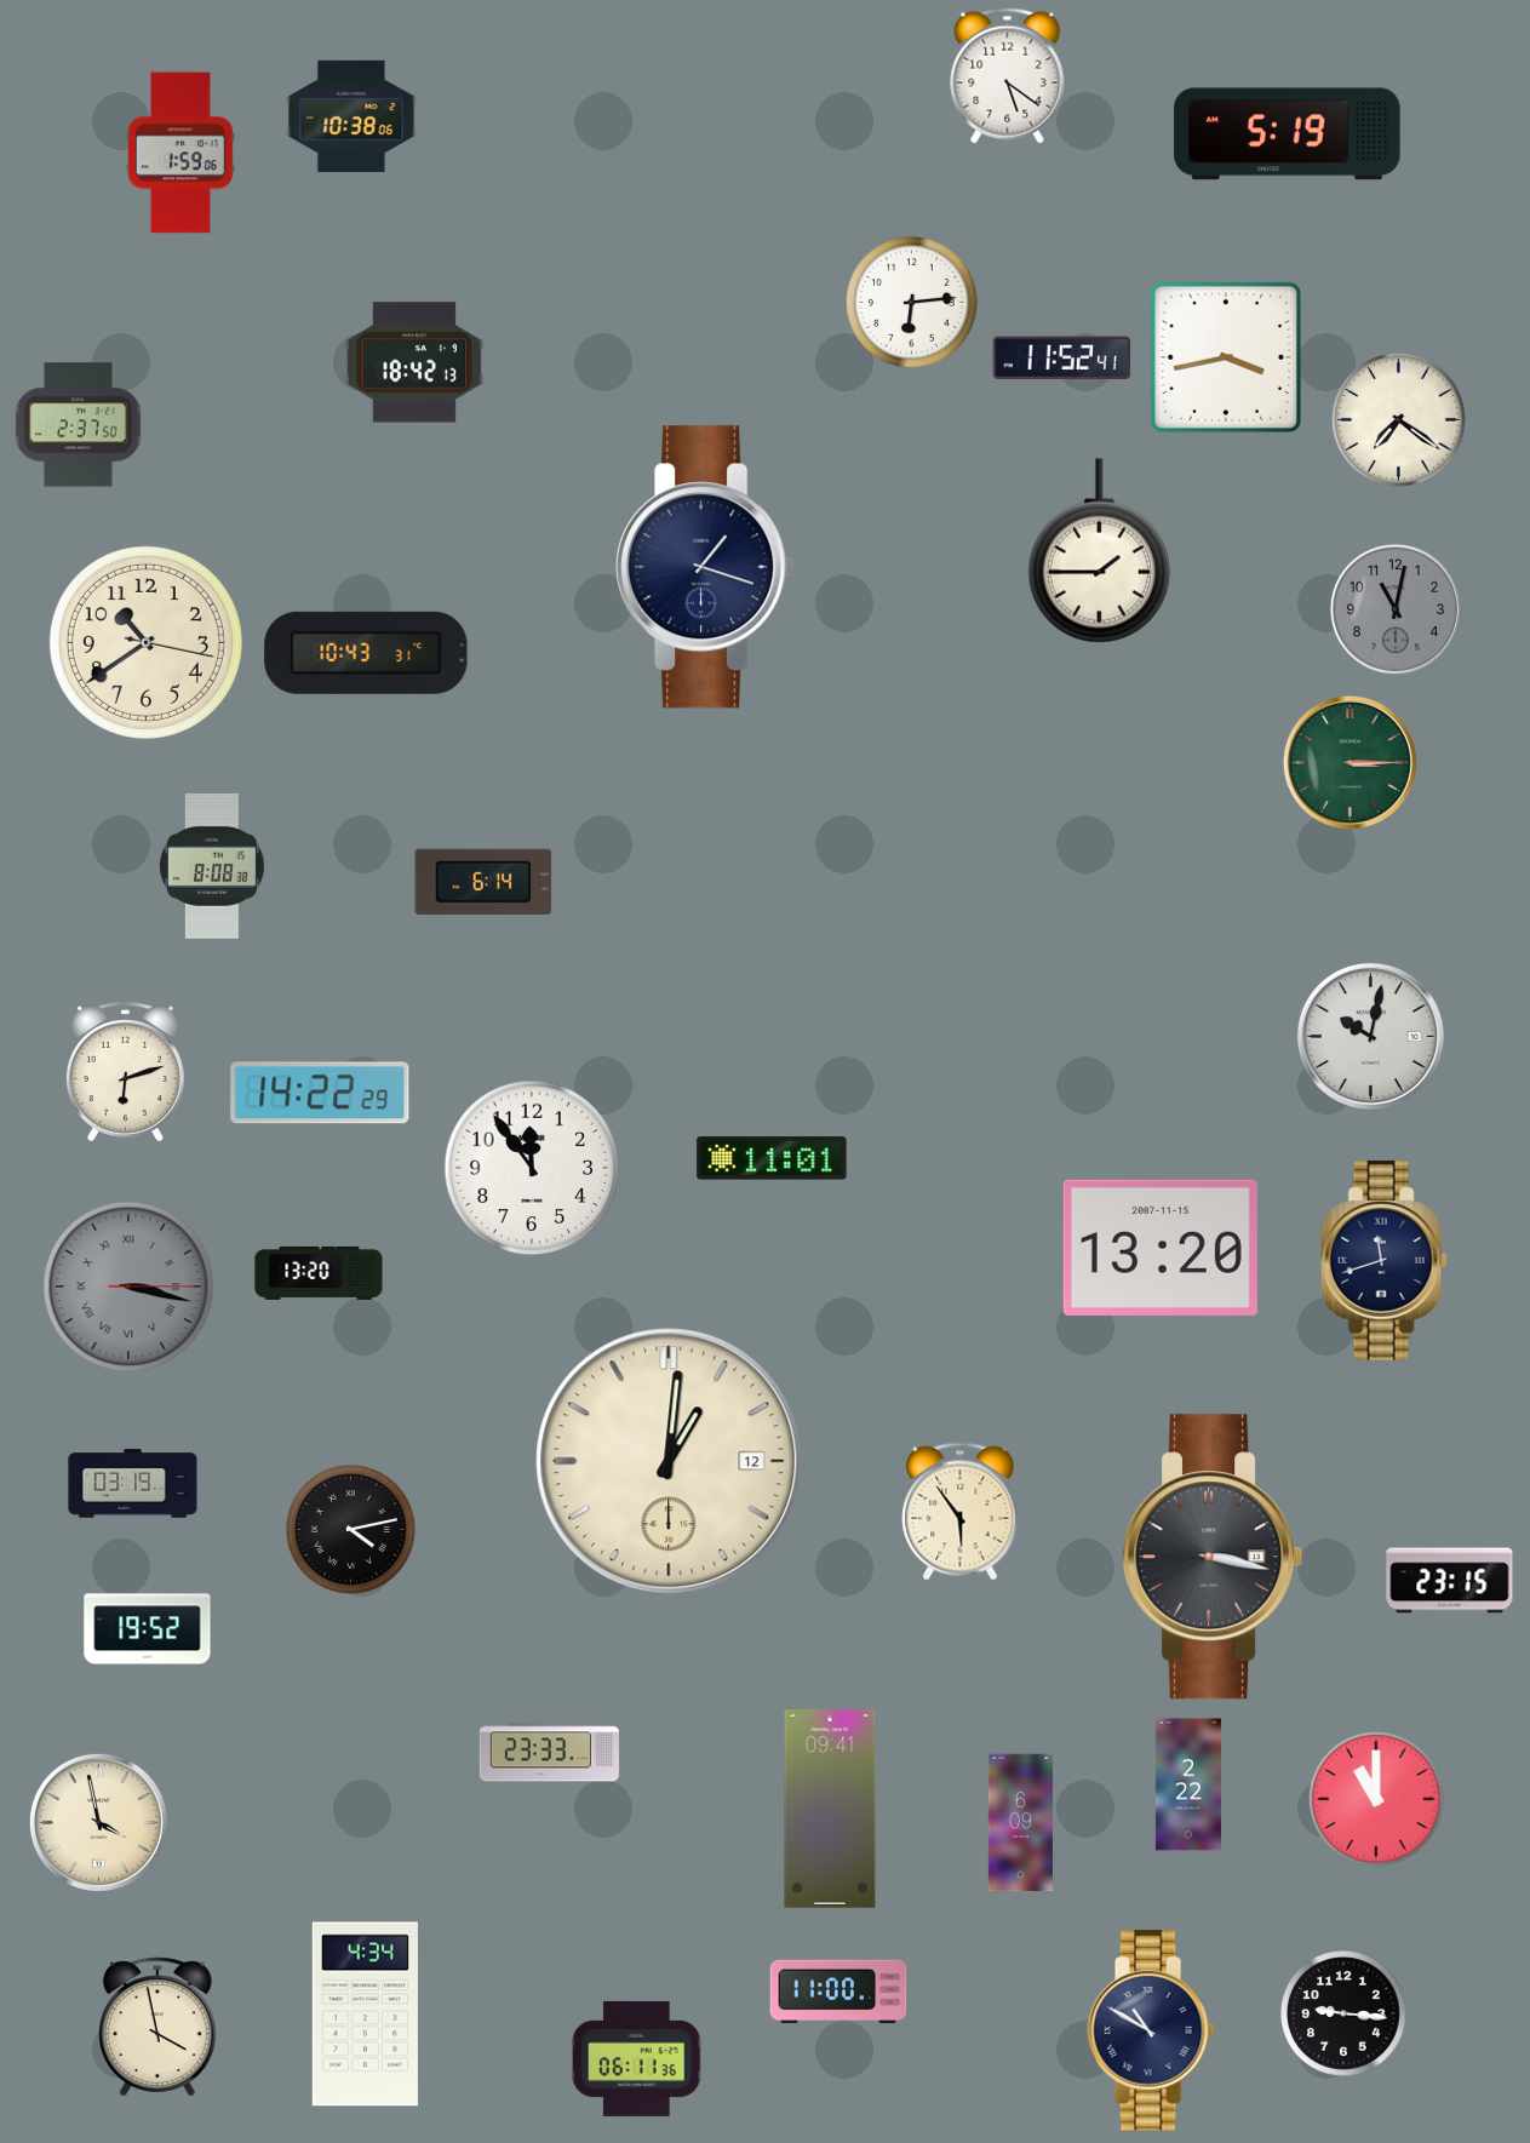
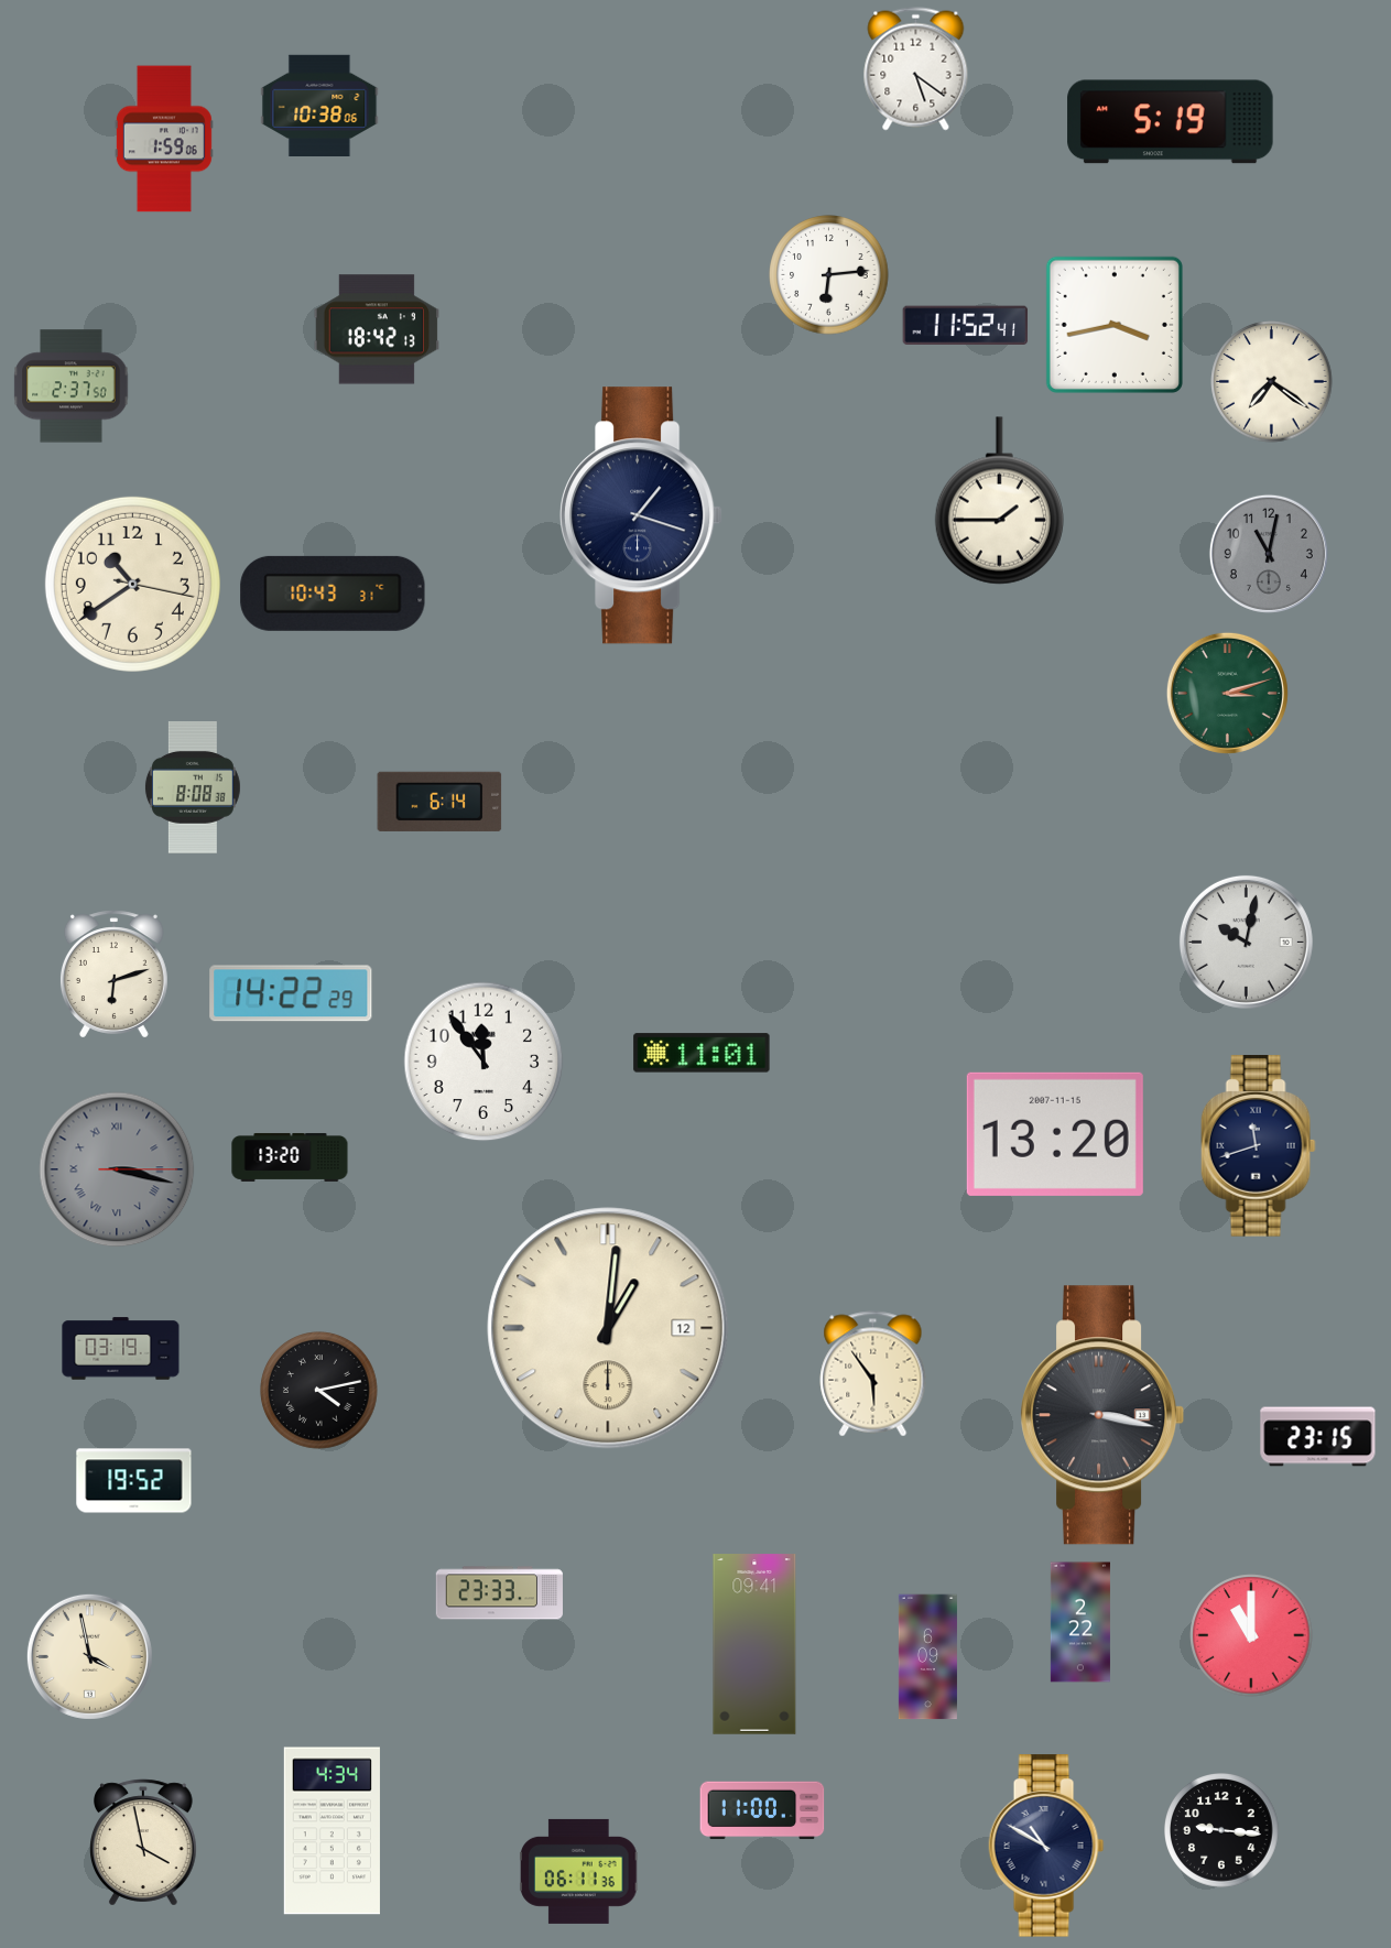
clock at (1350, 762): 3:15 -> 3:12
